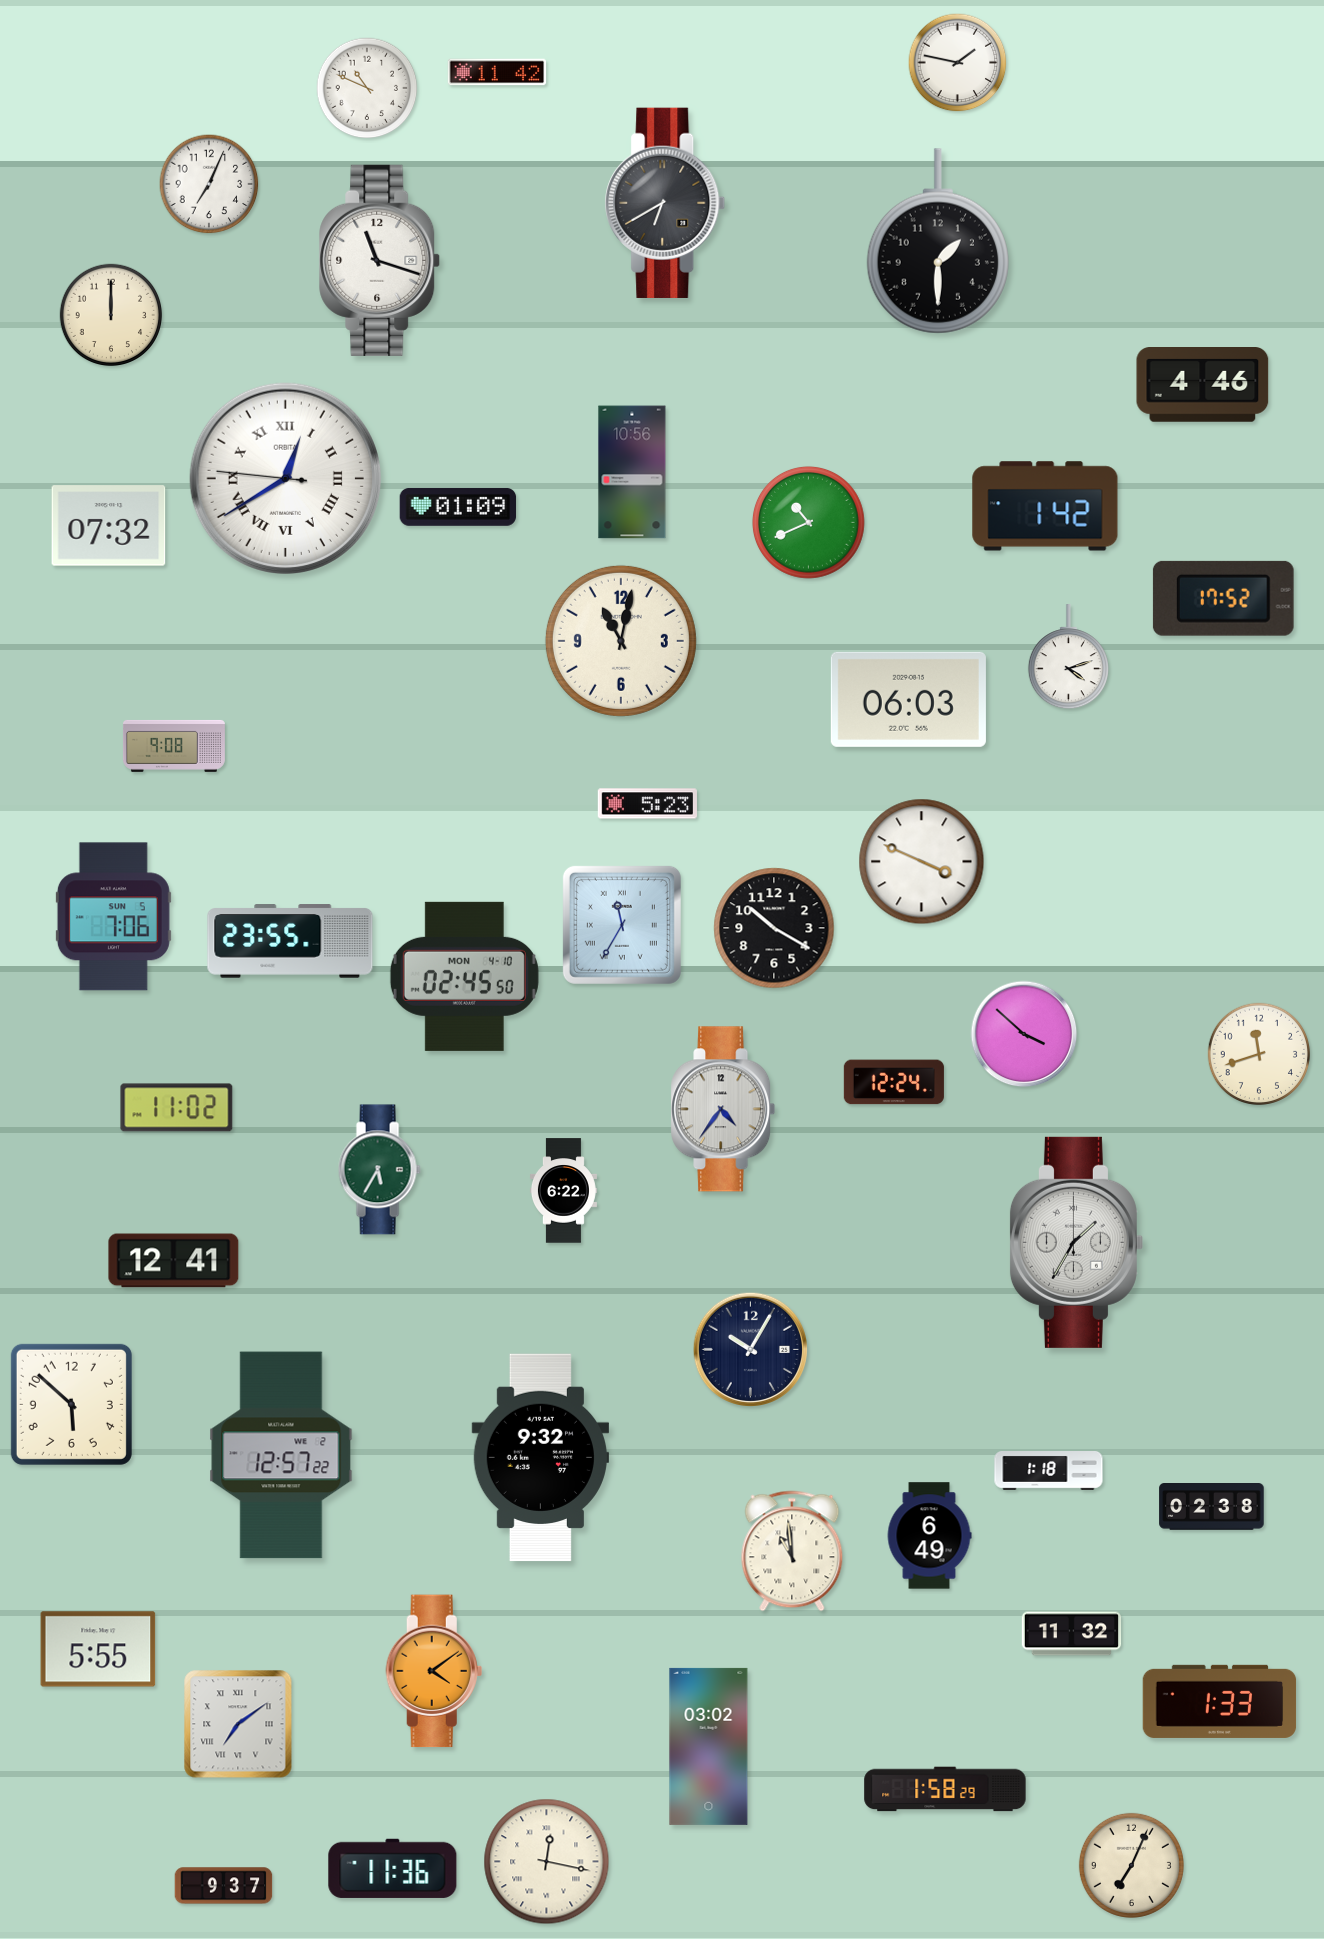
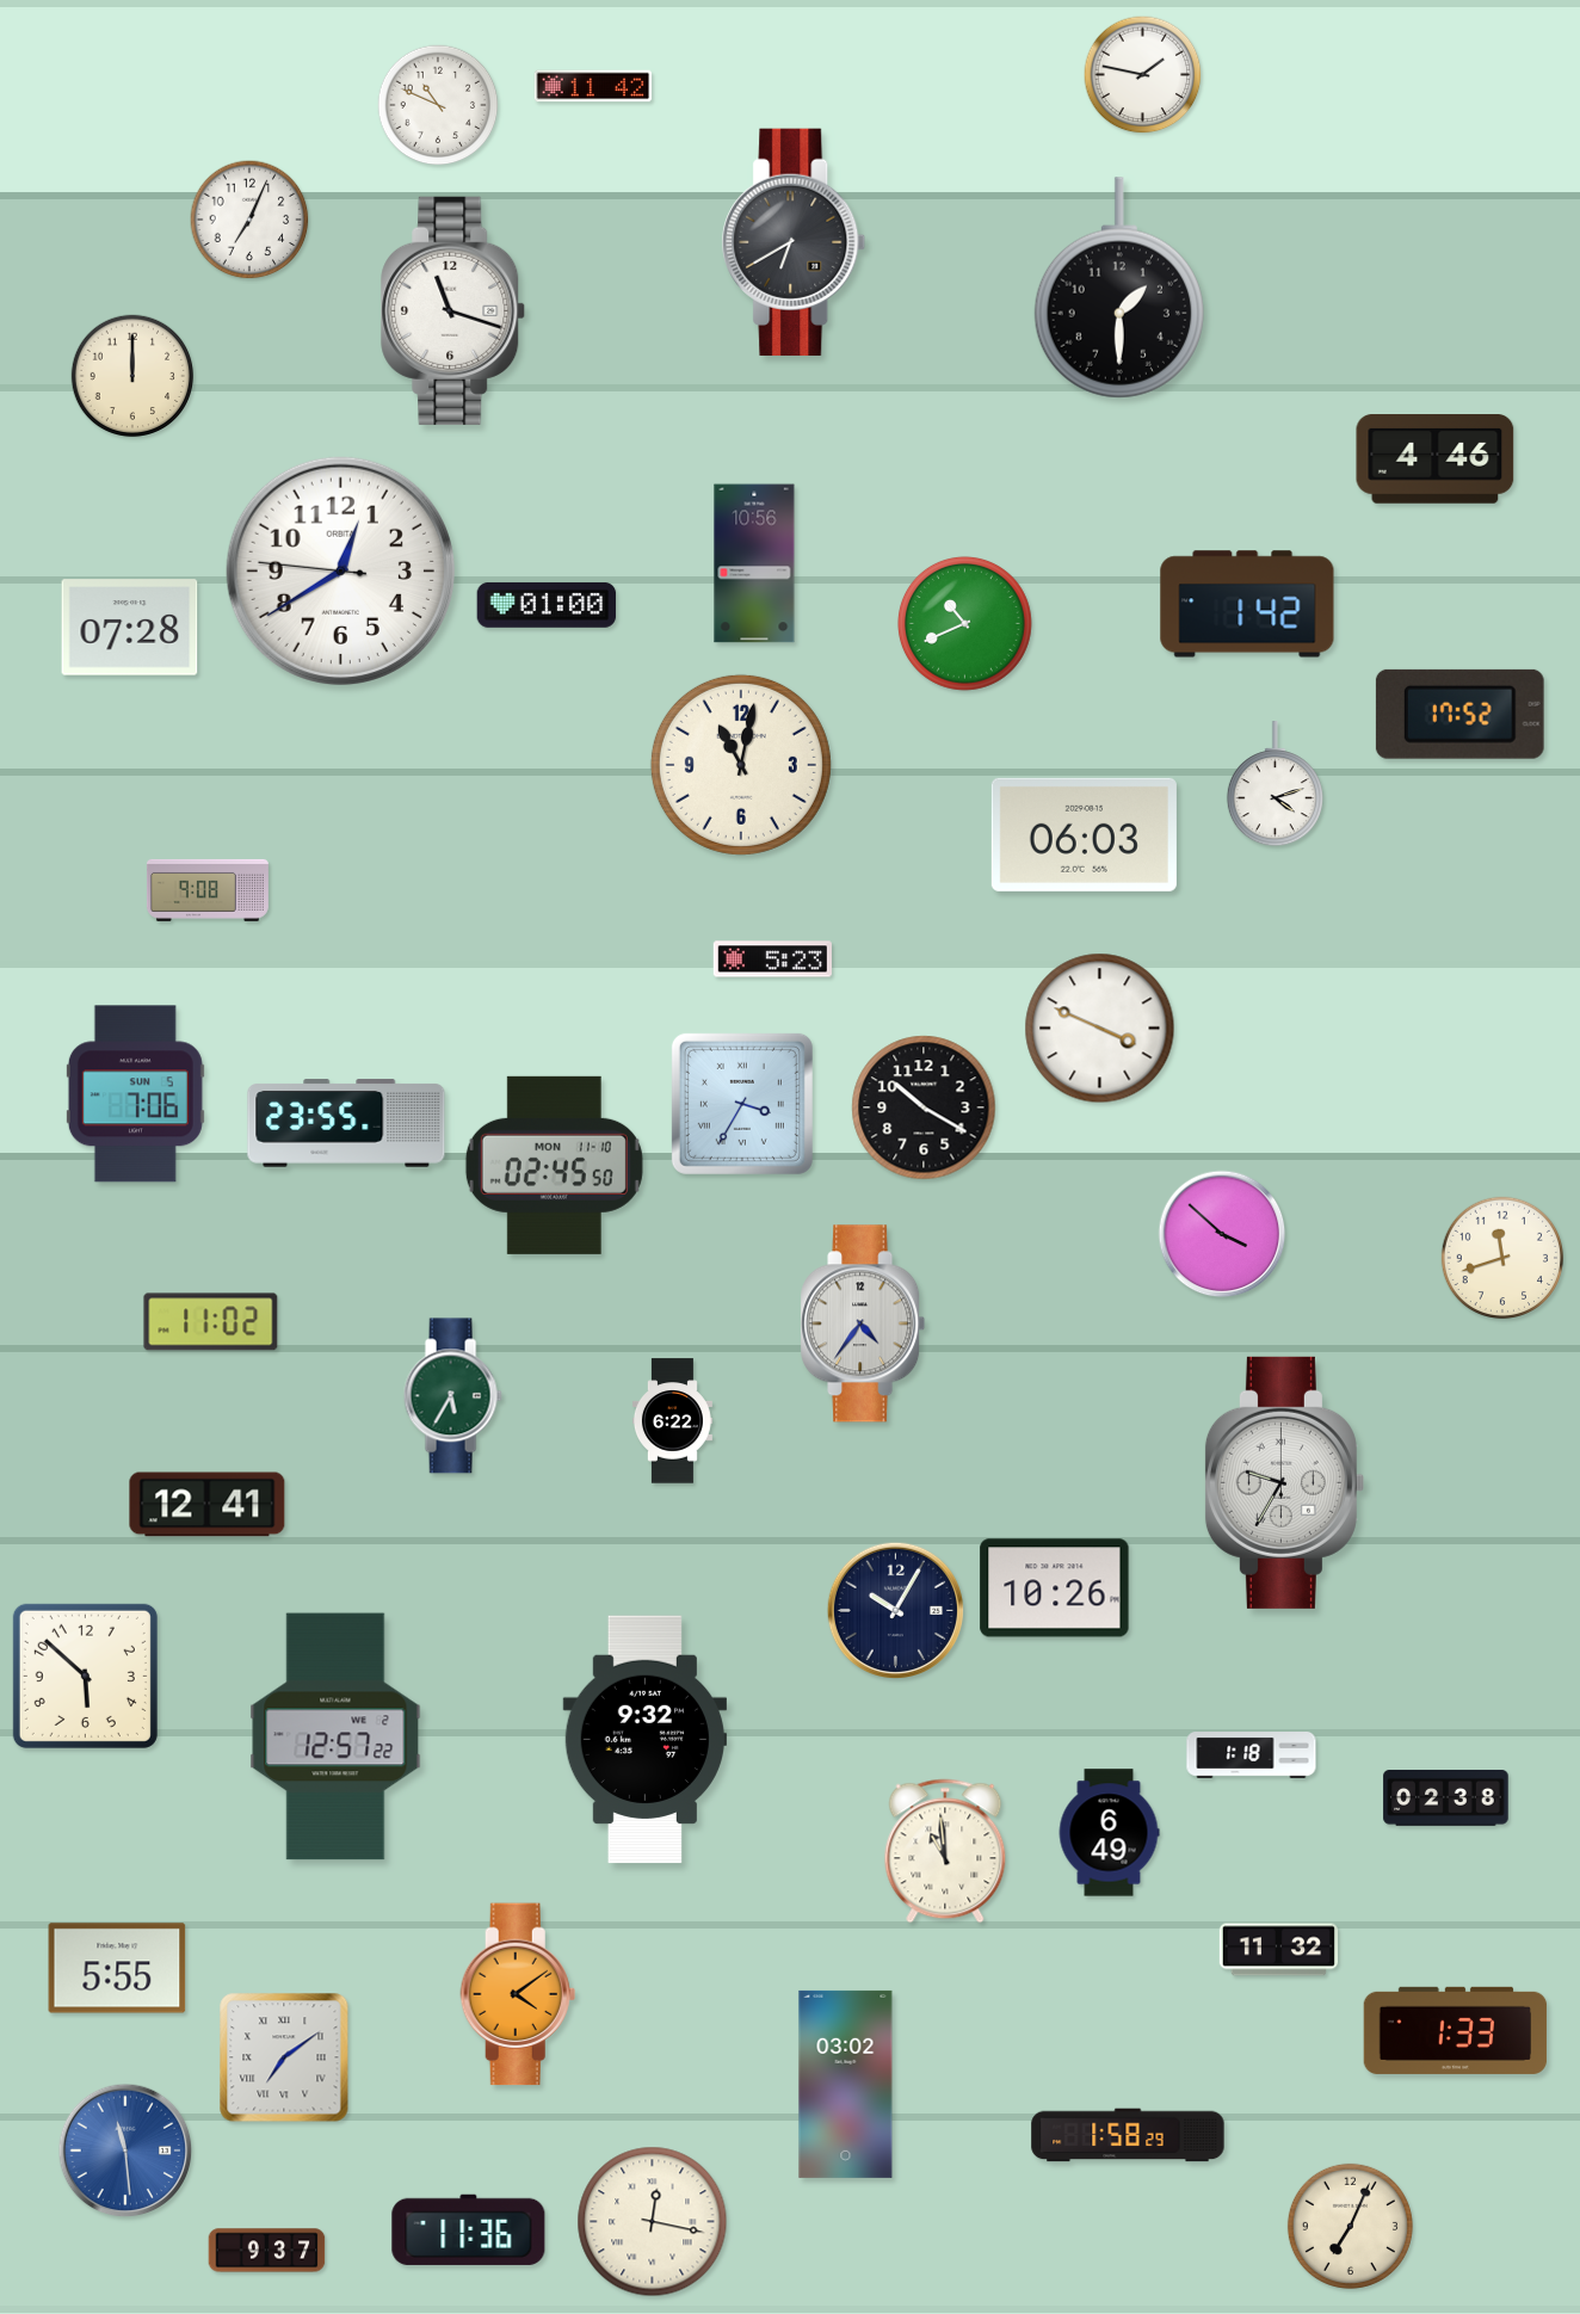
clock at (285, 478) numerals: Roman -> Arabic
clock at (458, 507): 01:09 -> 01:00
clock at (109, 526): 07:32 -> 07:28
clock at (622, 925): 11:35 -> 3:35
clock at (464, 976) date: MON 4-10 -> MON 11-10
clock at (894, 1082): 12:24 -> none
clock at (1076, 1242): 1:35 -> 9:35
clock at (1055, 1588): none -> 10:26
clock at (125, 2151): none -> 11:29
